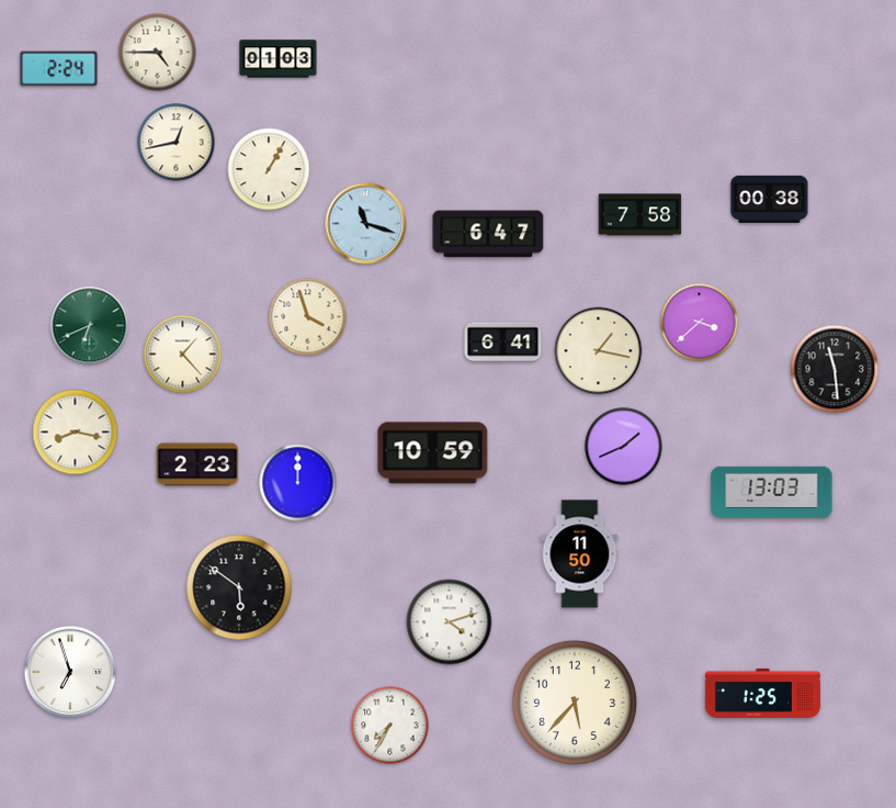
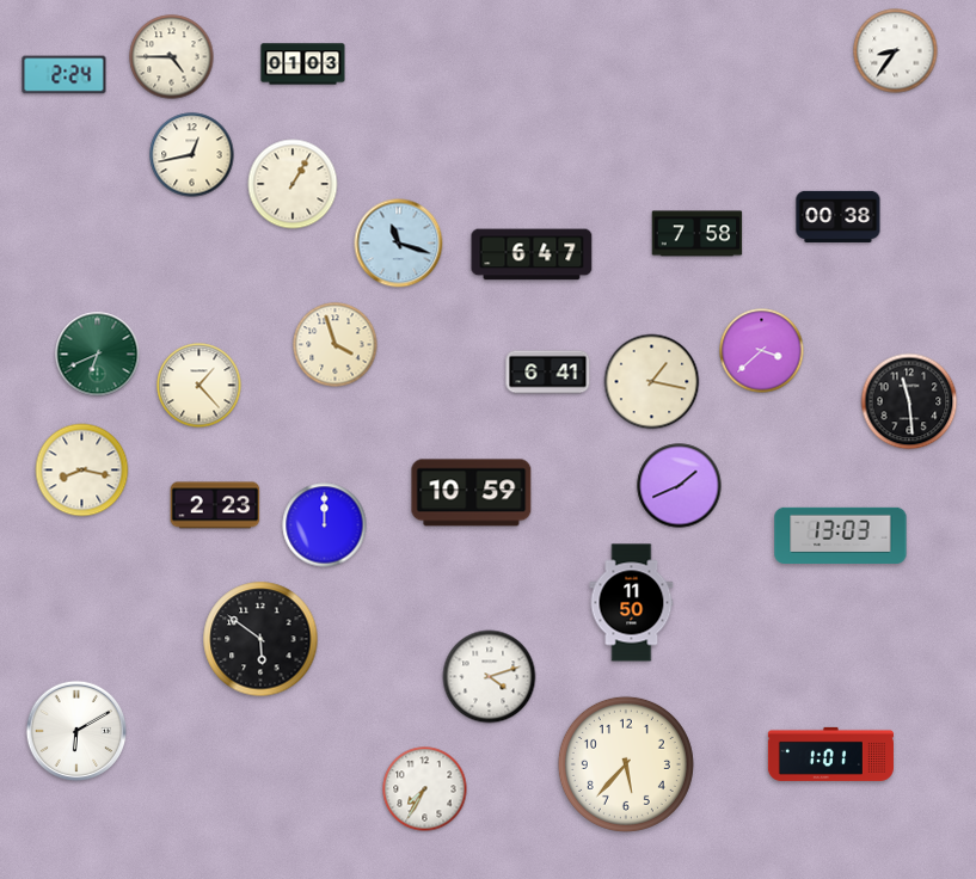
clock at (896, 51): none -> 8:36
clock at (70, 672): 6:57 -> 6:10
clock at (762, 693): 1:25 -> 1:01
